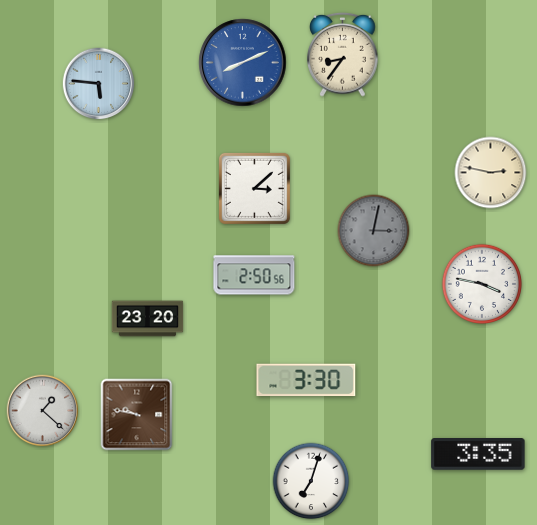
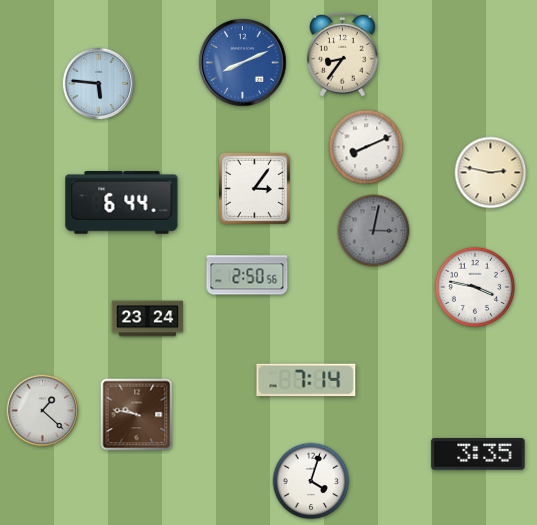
clock at (366, 147): none -> 8:11
clock at (254, 188): 3:08 -> 3:06
clock at (122, 203): none -> 6:44
clock at (254, 275) position: (254, 275) -> (247, 275)
clock at (481, 283) position: (481, 283) -> (474, 286)
clock at (148, 319): 23:20 -> 23:24
clock at (306, 380): 3:30 -> 7:14
clock at (311, 481): 7:03 -> 4:03
